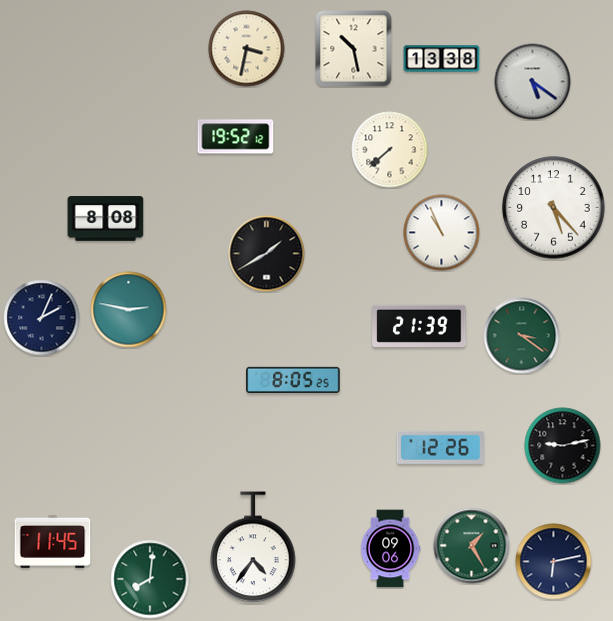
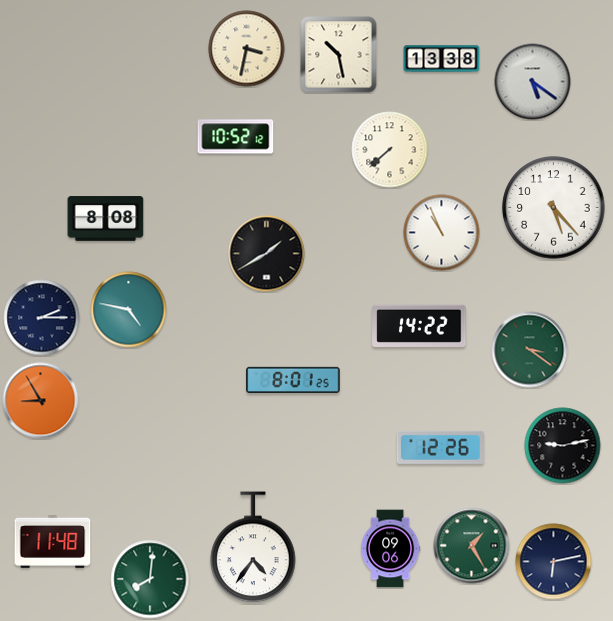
clock at (354, 49) position: (354, 49) -> (339, 55)
clock at (236, 137): 19:52 -> 10:52
clock at (129, 310): 2:47 -> 4:47
clock at (42, 318): 2:04 -> 2:15
clock at (419, 326): 21:39 -> 14:22
clock at (522, 336) position: (522, 336) -> (530, 350)
clock at (293, 379): 8:05 -> 8:01
clock at (41, 401): none -> 8:55
clock at (53, 541): 11:45 -> 11:48
